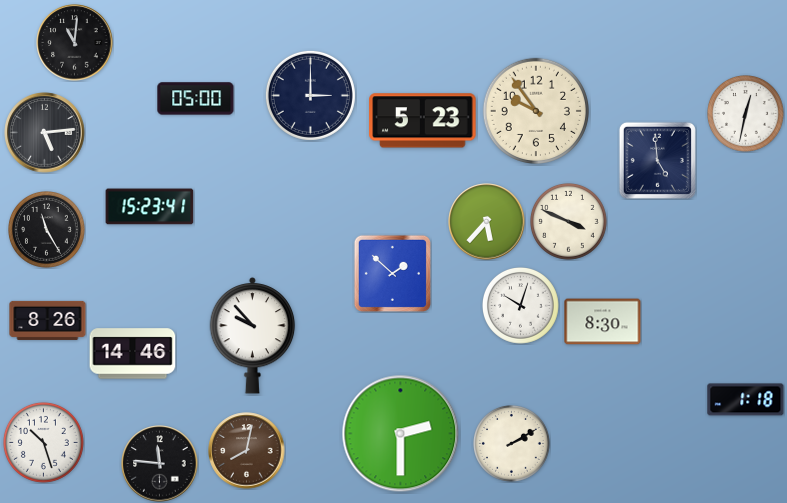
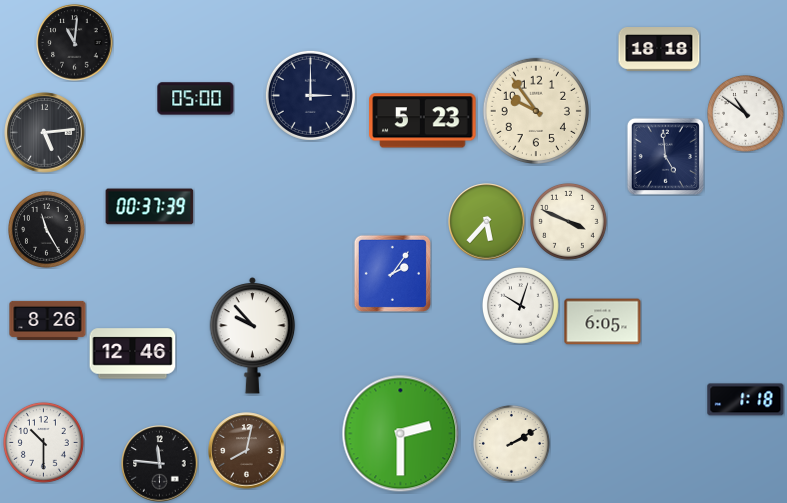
clock at (659, 50): none -> 18:18
clock at (746, 114): 12:32 -> 10:51
clock at (657, 160) position: (657, 160) -> (665, 156)
clock at (150, 207): 15:23 -> 00:37
clock at (392, 273): 1:52 -> 2:06
clock at (603, 322): 8:30 -> 6:05
clock at (133, 354): 14:46 -> 12:46
clock at (43, 442): 10:27 -> 10:30
